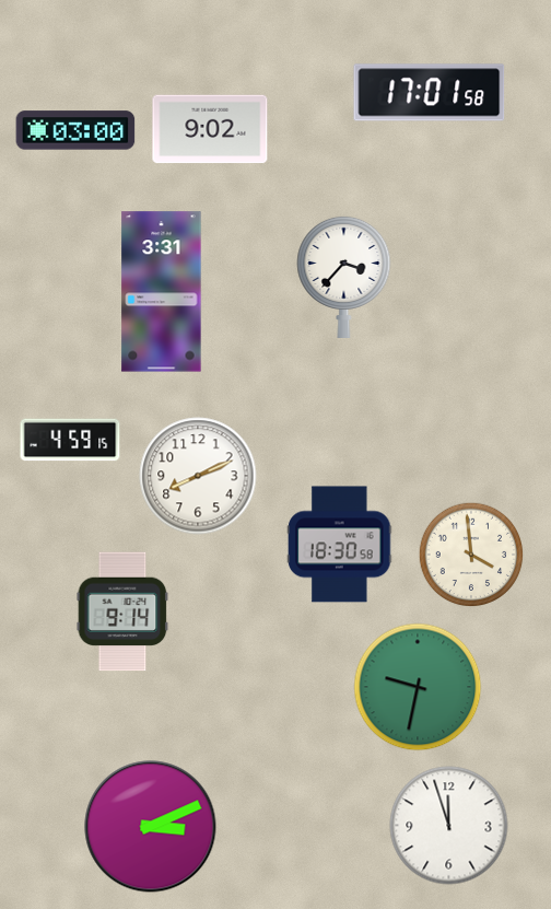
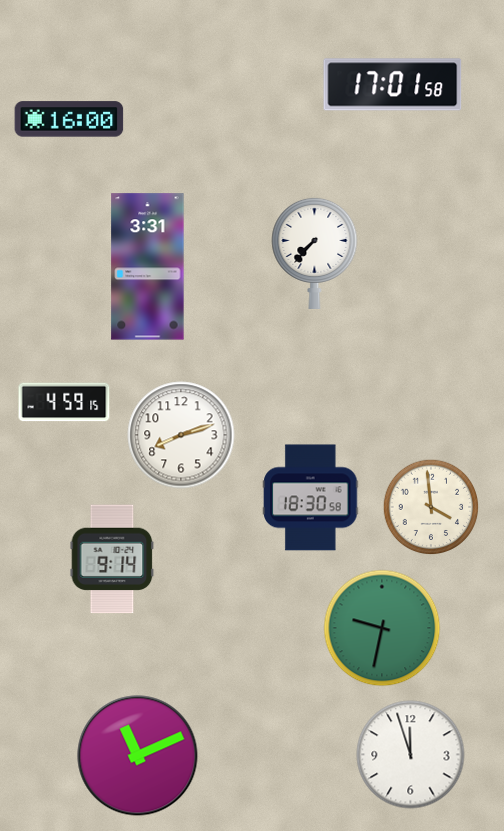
clock at (210, 129): 9:02 -> none
clock at (75, 130): 03:00 -> 16:00
clock at (344, 277): 3:37 -> 7:37
clock at (198, 476): 8:11 -> 8:12
clock at (151, 827): 3:11 -> 11:11
